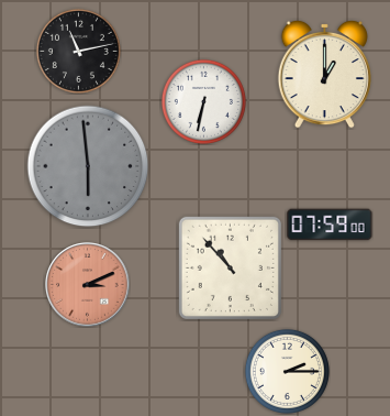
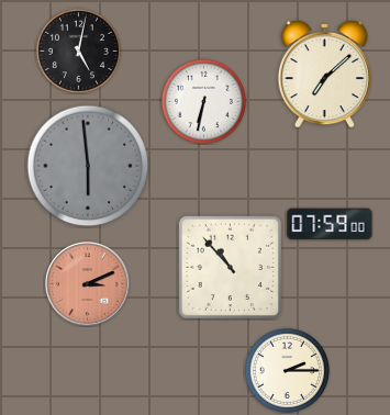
clock at (78, 51): 11:13 -> 5:02
clock at (324, 74): 1:00 -> 7:08
